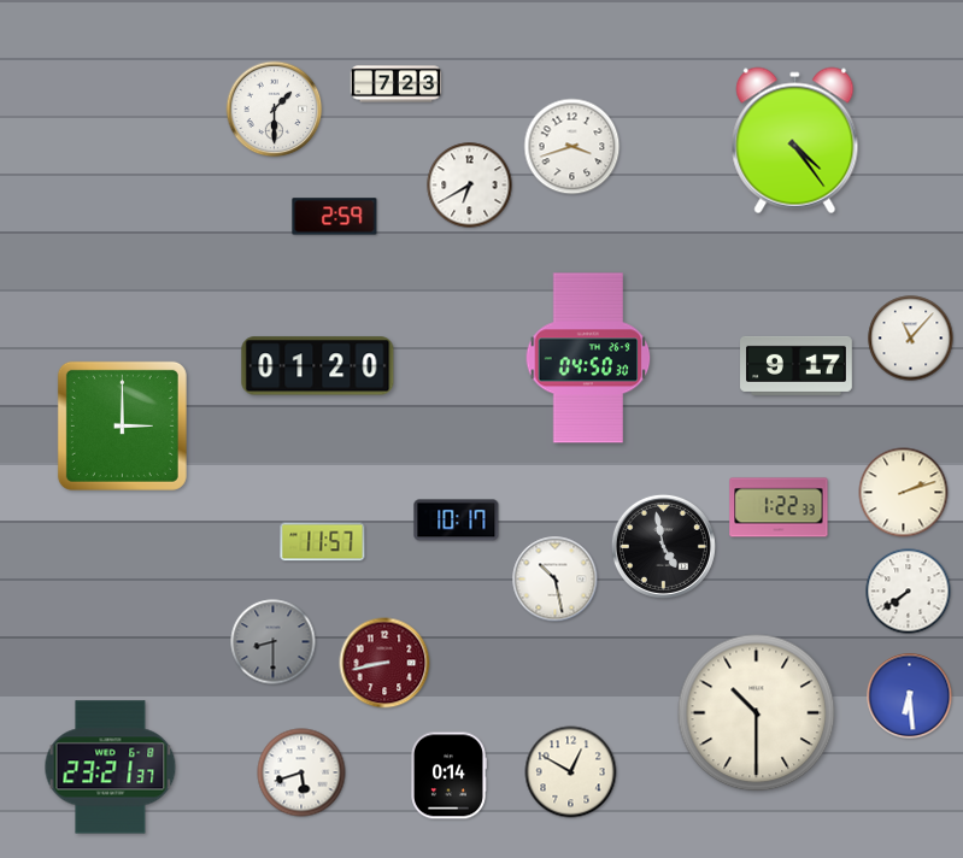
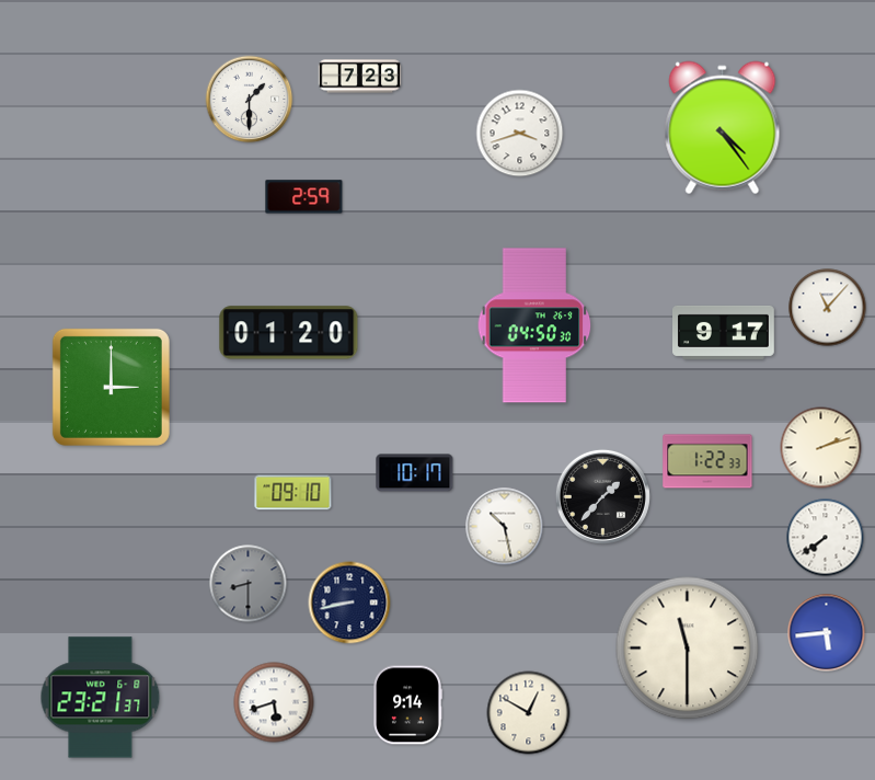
clock at (470, 186): 6:40 -> none
clock at (323, 542): 11:57 -> 09:10
clock at (663, 546): 4:58 -> 1:37
clock at (384, 663) dial: burgundy -> navy
clock at (910, 697): 6:29 -> 5:44
clock at (757, 713): 10:30 -> 11:30
clock at (571, 772) position: (571, 772) -> (529, 713)
clock at (450, 776): 0:14 -> 9:14
